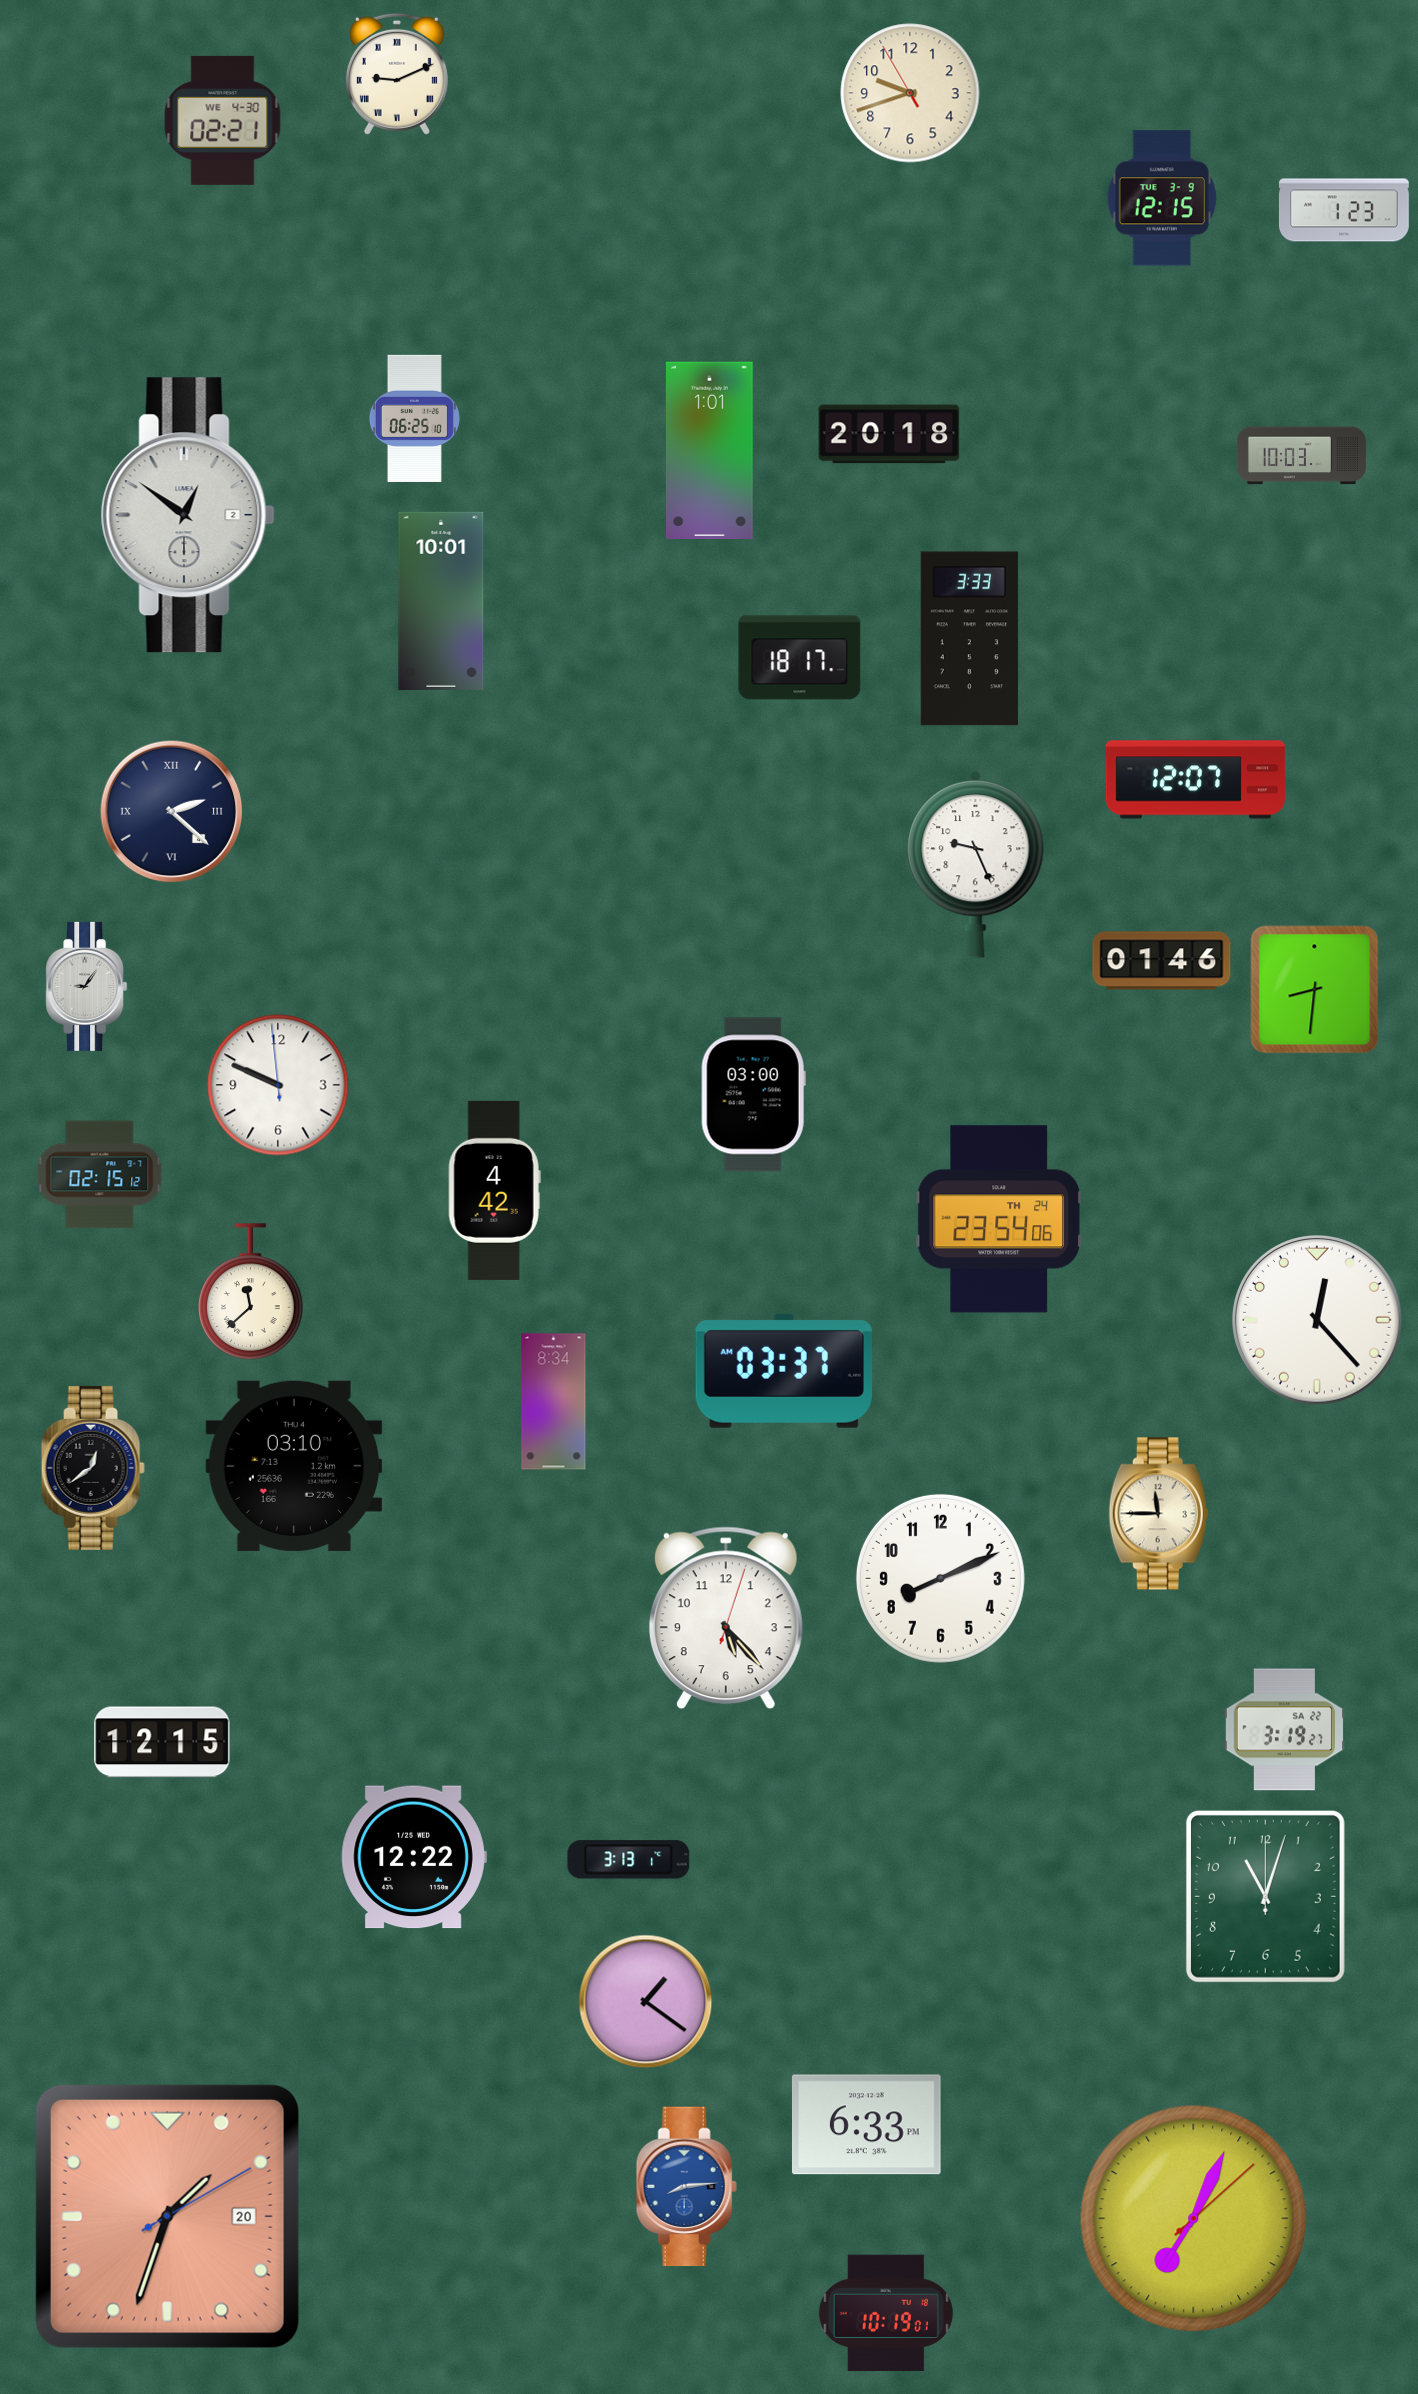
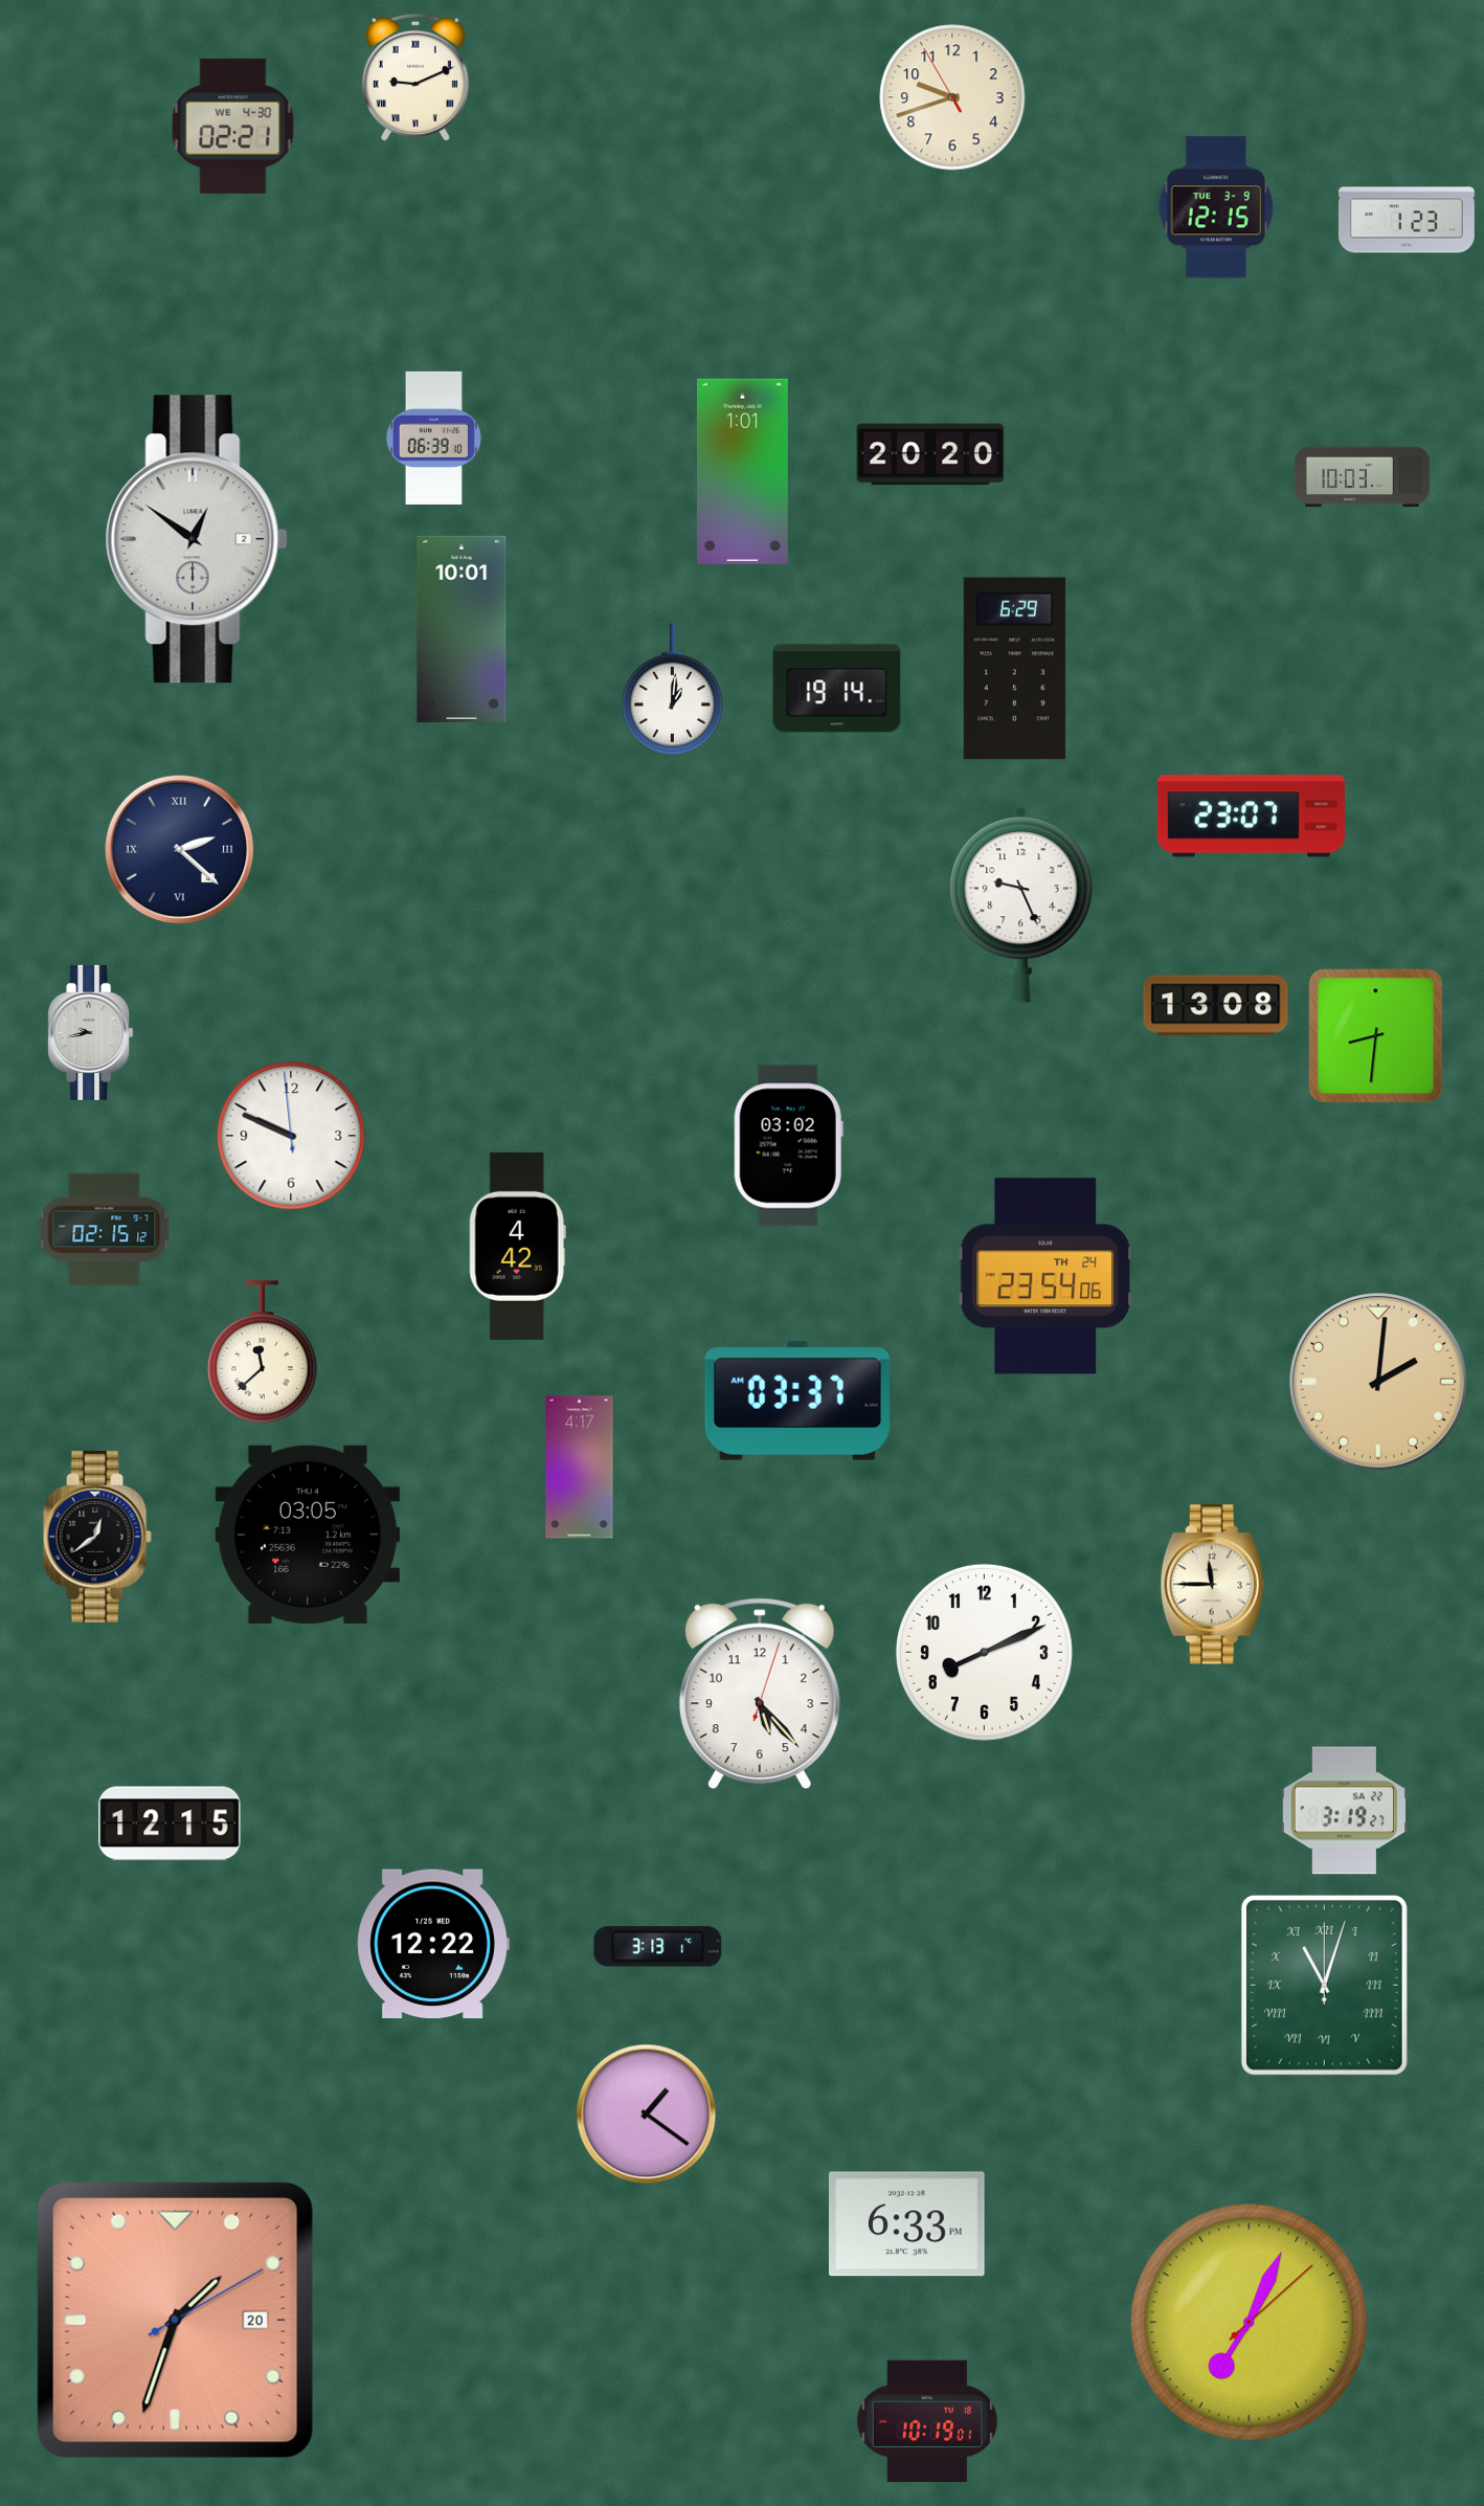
clock at (414, 418): 06:25 -> 06:39
clock at (889, 434): 20:18 -> 20:20
clock at (969, 639): 3:33 -> 6:29
clock at (800, 658): 18:17 -> 19:14
clock at (672, 690): none -> 1:01
clock at (1195, 780): 12:07 -> 23:07
clock at (1162, 961): 01:46 -> 13:08
clock at (87, 986): 9:06 -> 9:43
clock at (753, 1095): 03:00 -> 03:02
clock at (1318, 1321): 12:23 -> 2:01
clock at (1318, 1321) dial: white -> champagne
clock at (783, 1371) position: (783, 1371) -> (796, 1401)
clock at (554, 1402): 8:34 -> 4:17
clock at (293, 1466): 03:10 -> 03:05
clock at (1265, 1896) numerals: Arabic -> Roman
clock at (646, 2002) position: (646, 2002) -> (647, 2115)
clock at (686, 2187): 8:14 -> none
